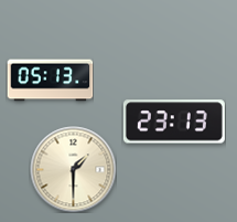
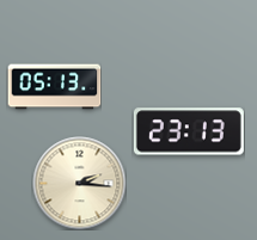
clock at (73, 169): 1:30 -> 2:16
